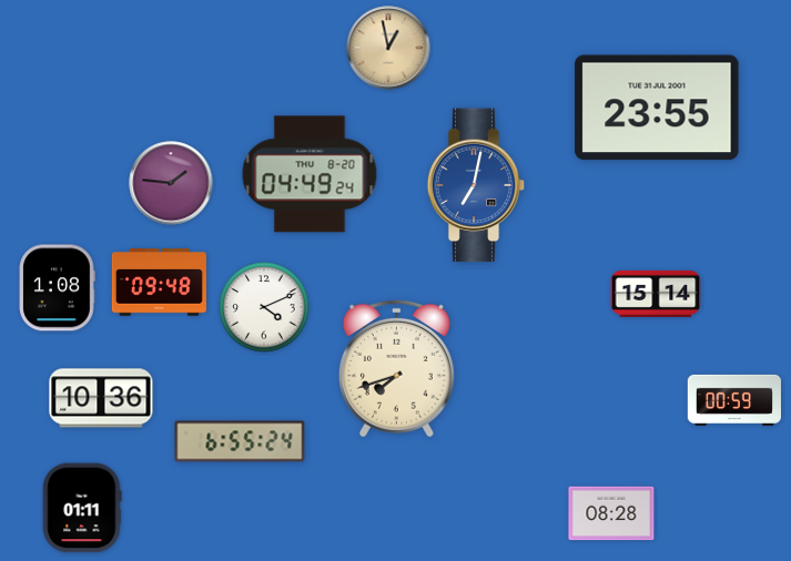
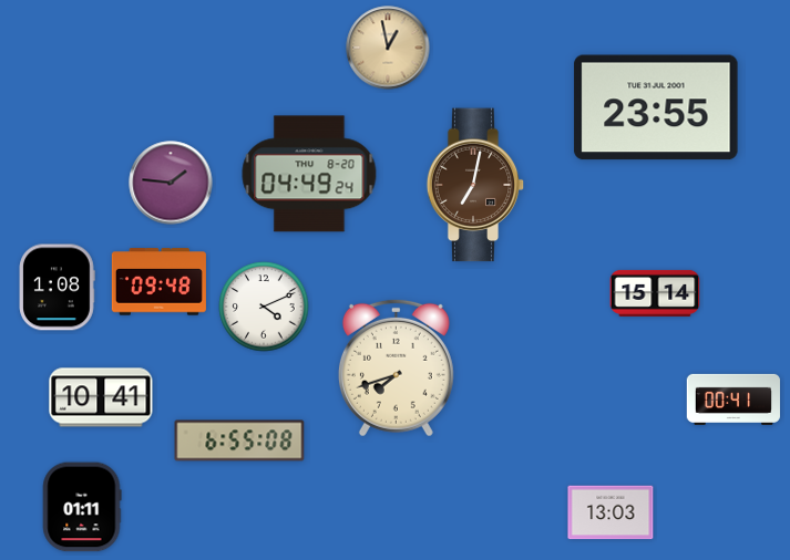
clock at (476, 185) dial: blue -> brown
clock at (101, 398): 10:36 -> 10:41
clock at (734, 400): 00:59 -> 00:41
clock at (240, 441): 6:55:24 -> 6:55:08
clock at (611, 513): 08:28 -> 13:03
